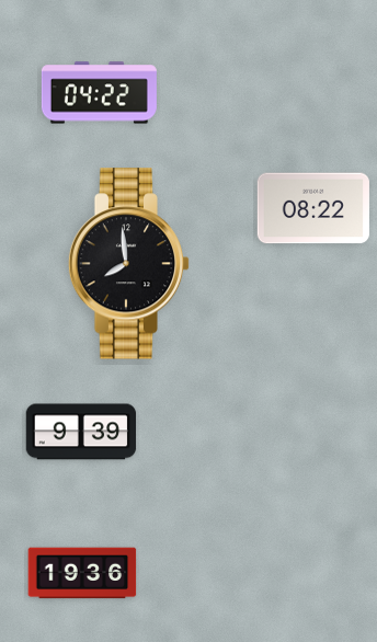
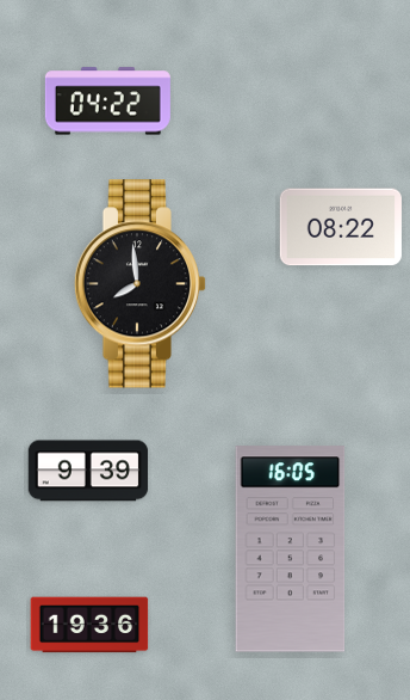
clock at (129, 264) position: (129, 264) -> (141, 284)
clock at (291, 549): none -> 16:05
